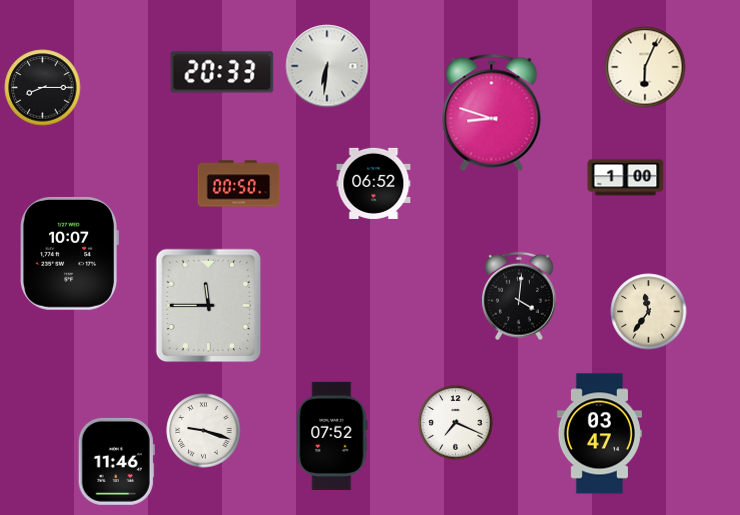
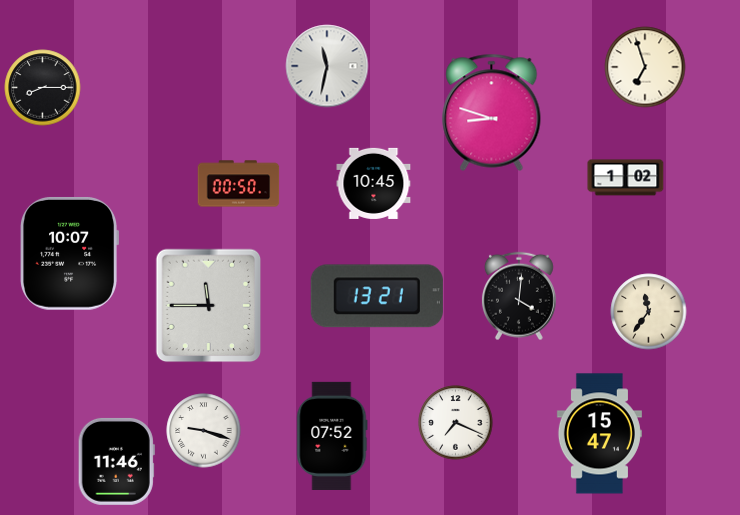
clock at (327, 66): 6:31 -> 11:32
clock at (645, 67): 6:04 -> 6:57
clock at (222, 72): 20:33 -> none
clock at (626, 178): 1:00 -> 1:02
clock at (374, 183): 06:52 -> 10:45
clock at (377, 296): none -> 13:21
clock at (599, 434): 03:47 -> 15:47
